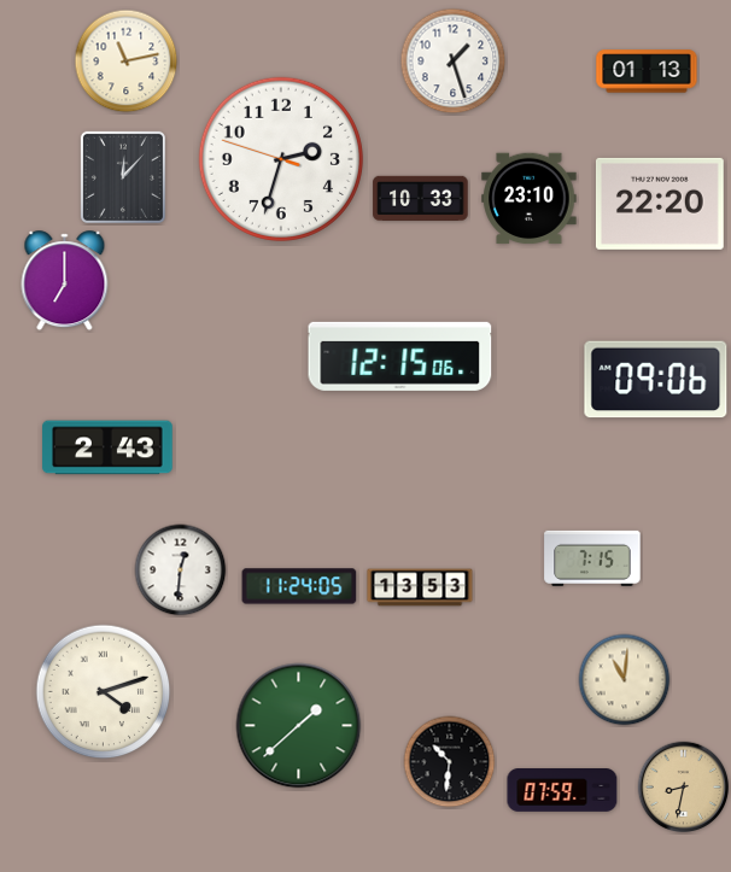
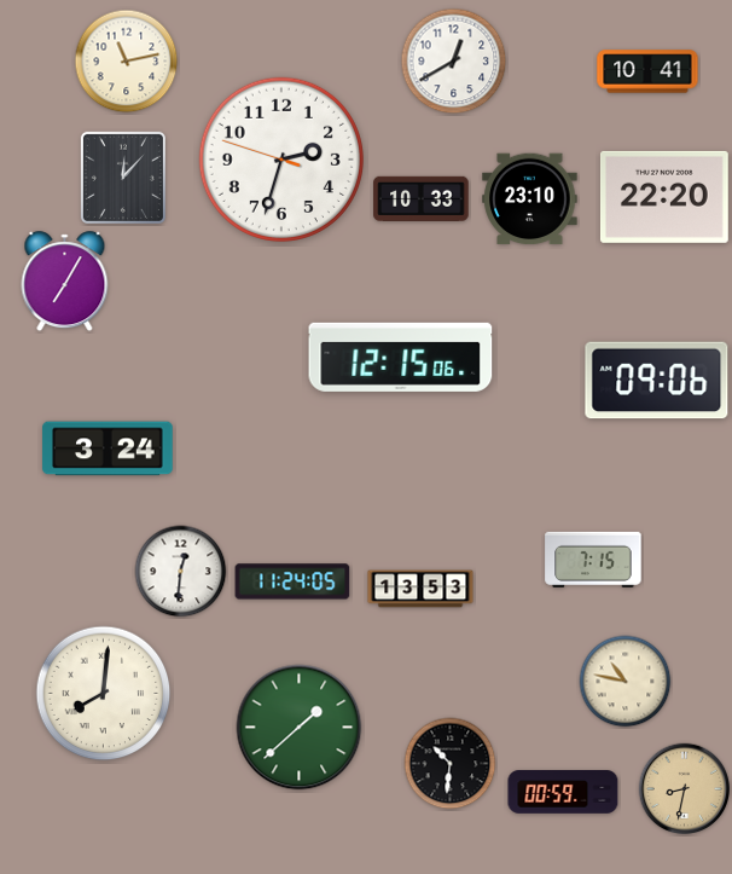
clock at (454, 62): 1:27 -> 12:40
clock at (647, 71): 01:13 -> 10:41
clock at (660, 204) position: (660, 204) -> (664, 197)
clock at (65, 281): 7:00 -> 7:05
clock at (107, 447): 2:43 -> 3:24
clock at (299, 586) position: (299, 586) -> (292, 581)
clock at (625, 680): 11:01 -> 10:47
clock at (104, 692): 4:12 -> 8:01
clock at (562, 791): 07:59 -> 00:59
